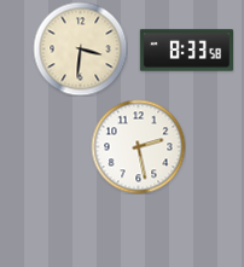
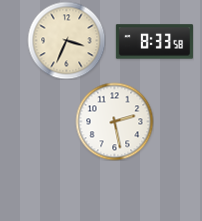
clock at (80, 48): 3:31 -> 3:34
